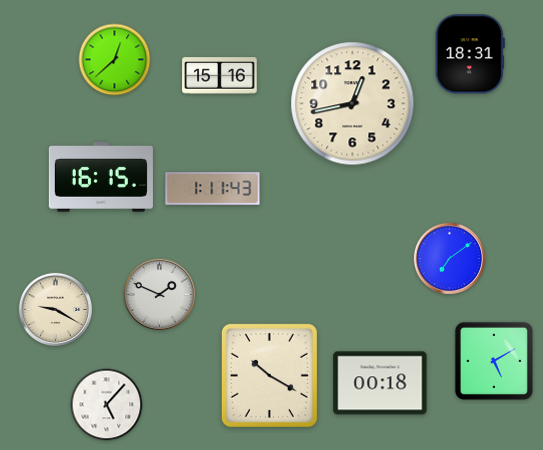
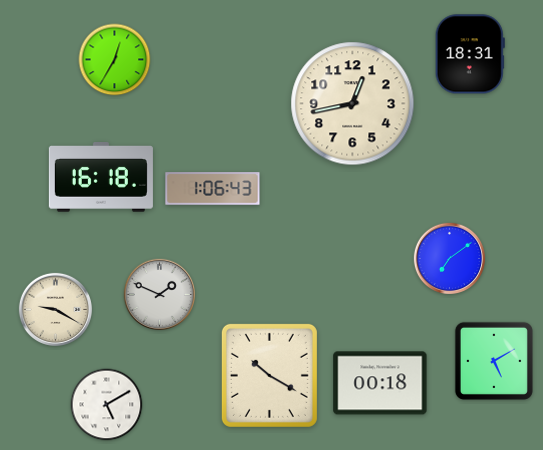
clock at (115, 60): 12:38 -> 12:35
clock at (220, 76): 15:16 -> none
clock at (101, 178): 16:15 -> 16:18
clock at (213, 189): 1:11 -> 1:06
clock at (107, 405): 5:07 -> 5:10
